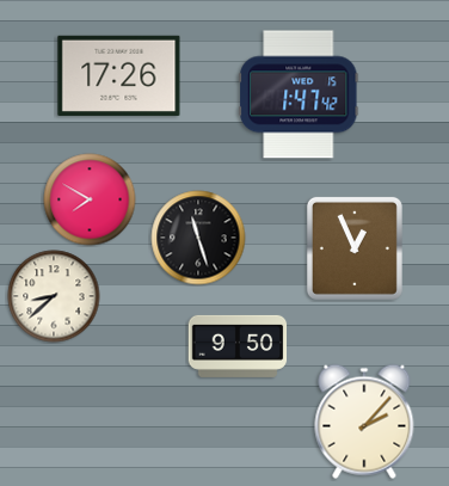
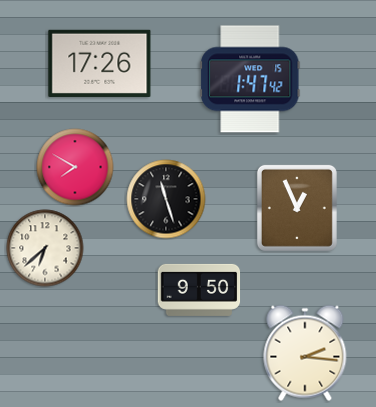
clock at (54, 296): 8:38 -> 6:38
clock at (364, 422): 2:07 -> 2:16
